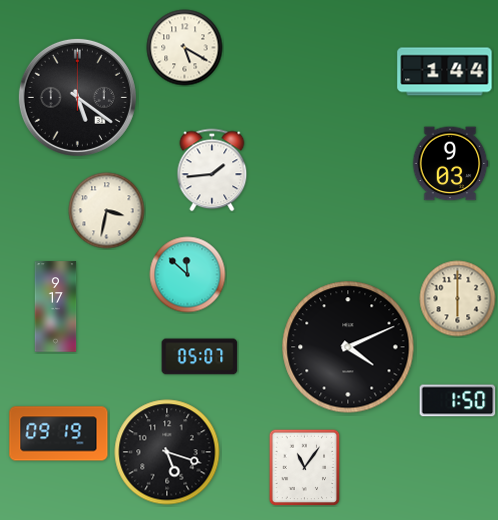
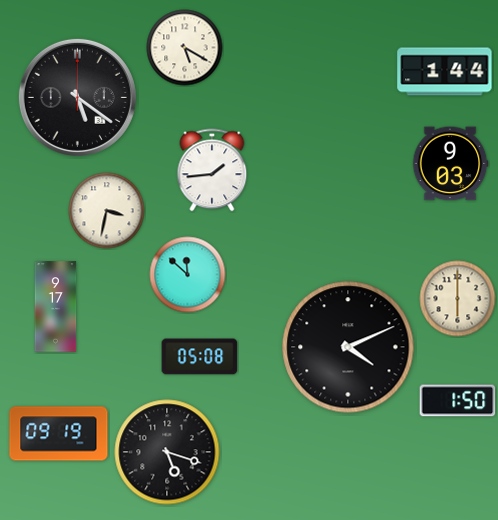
clock at (200, 357): 05:07 -> 05:08
clock at (305, 467): 11:06 -> none
